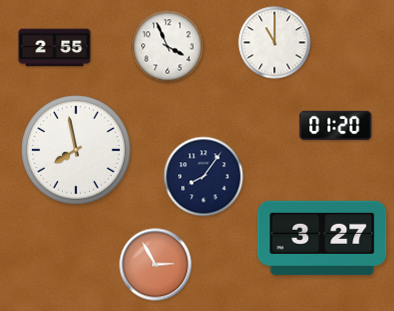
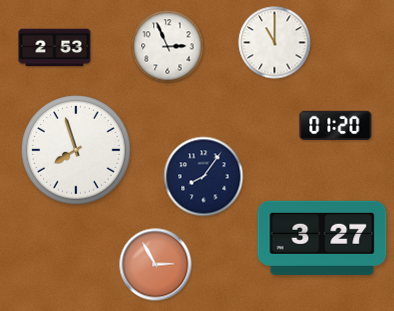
clock at (168, 47): 3:56 -> 2:56
clock at (55, 48): 2:55 -> 2:53
clock at (76, 150): 7:58 -> 7:57
